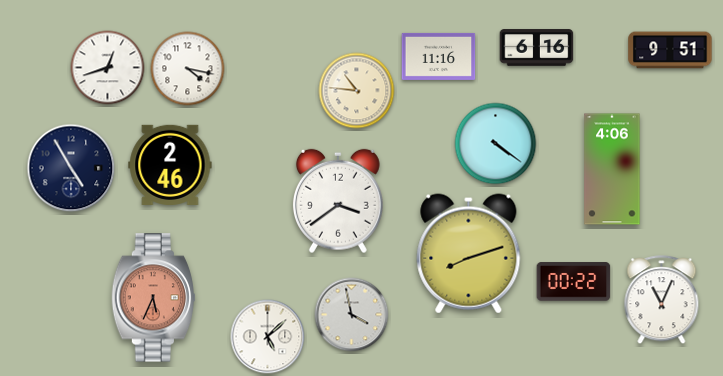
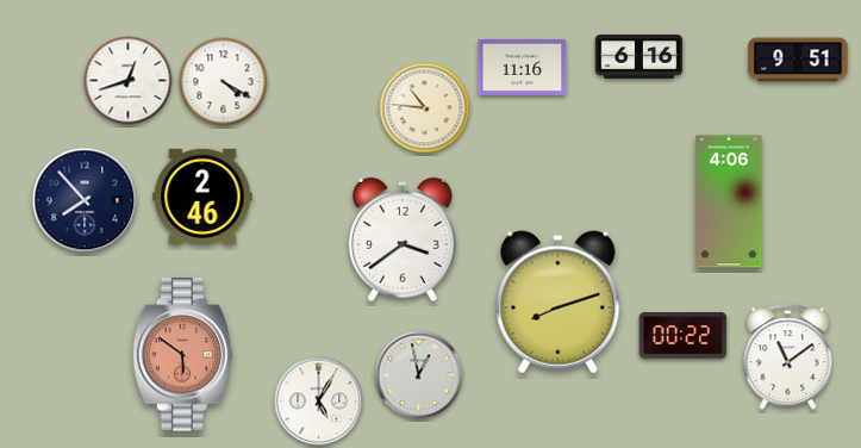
clock at (188, 69): 4:17 -> 4:20
clock at (496, 144): 4:21 -> none
clock at (71, 168): 4:55 -> 7:53
clock at (154, 298): 5:34 -> 5:51
clock at (662, 300): 11:04 -> 11:09
clock at (352, 315): 3:58 -> 12:58
clock at (268, 337): 5:08 -> 5:05
